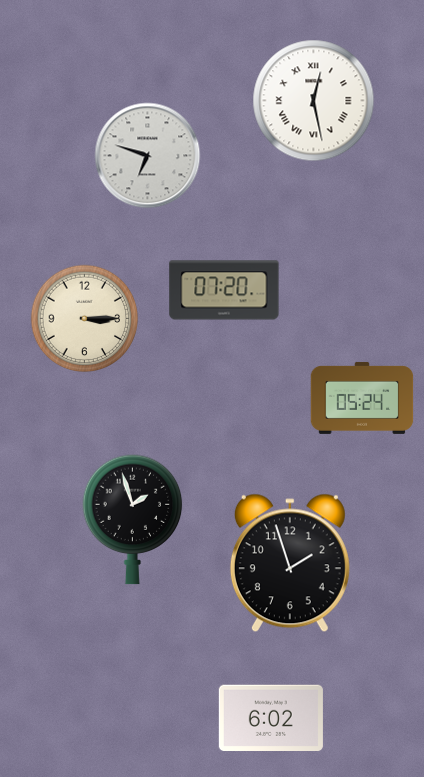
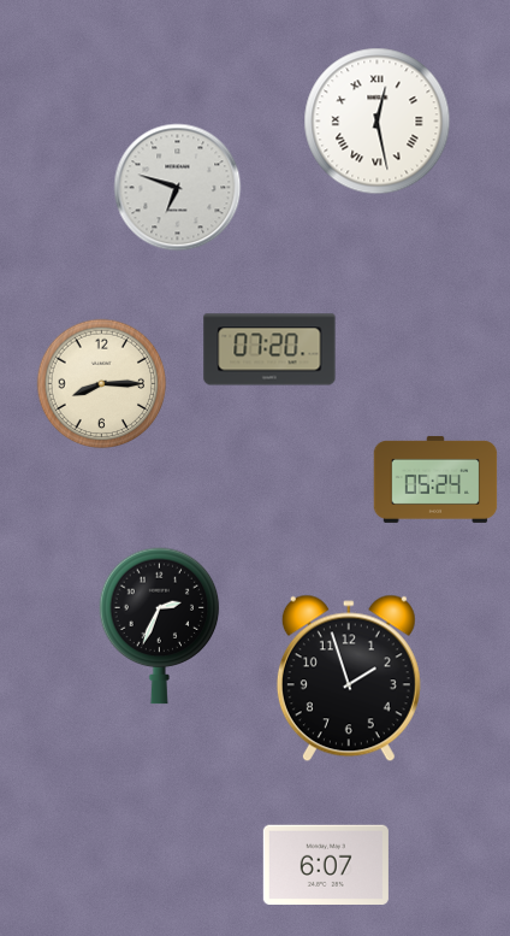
clock at (85, 319): 3:15 -> 8:15
clock at (133, 520): 1:57 -> 2:34
clock at (271, 717): 6:02 -> 6:07
